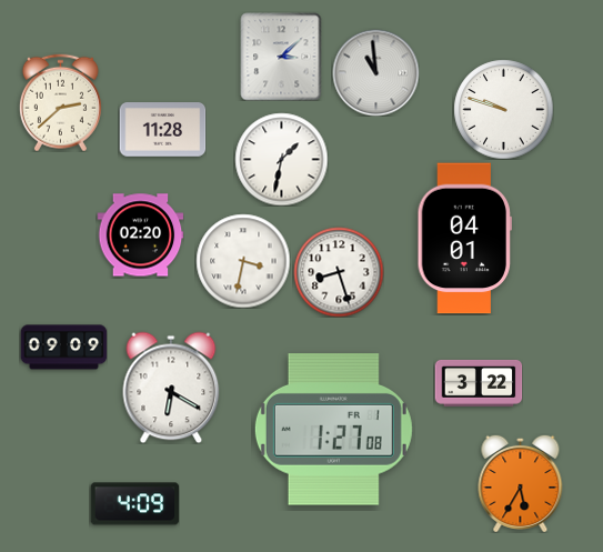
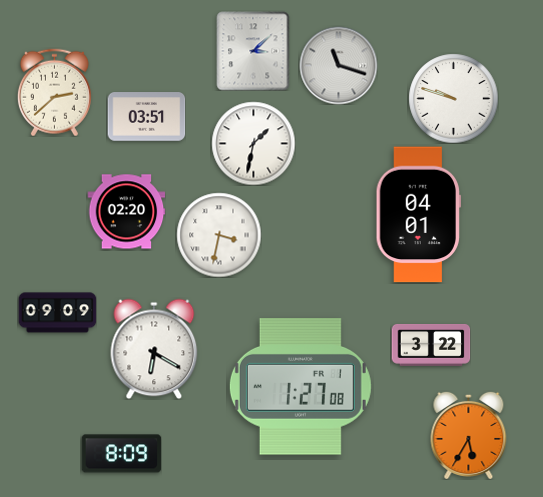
clock at (375, 72): 10:59 -> 11:18
clock at (162, 130): 11:28 -> 03:51
clock at (339, 272): 8:27 -> none
clock at (134, 504): 4:09 -> 8:09
